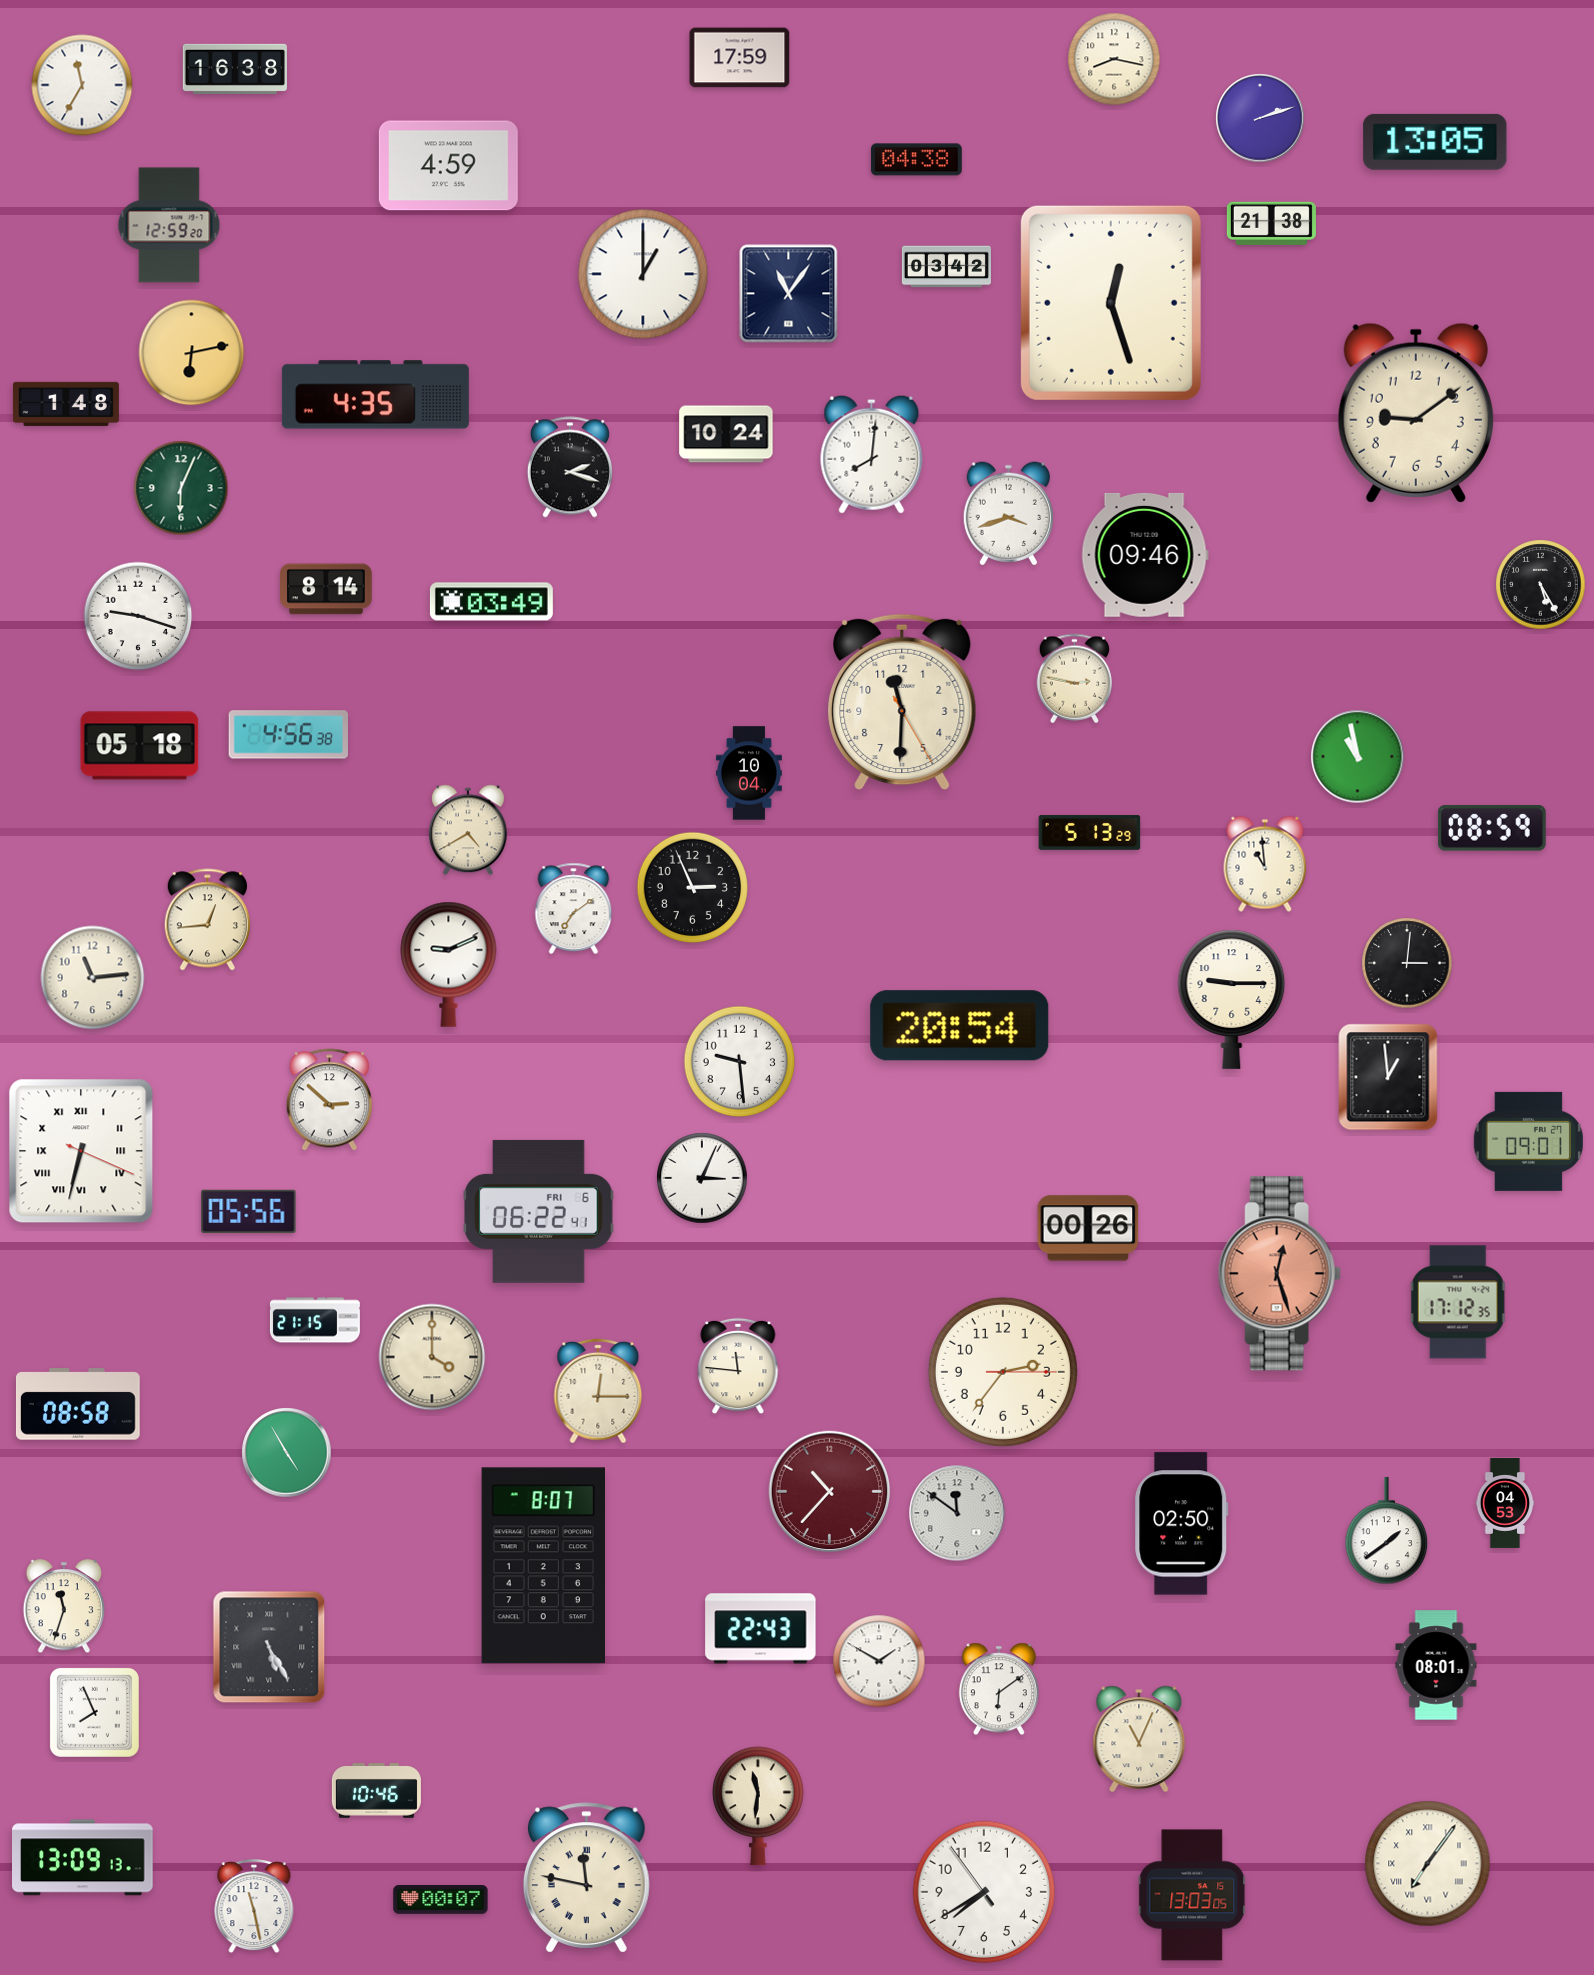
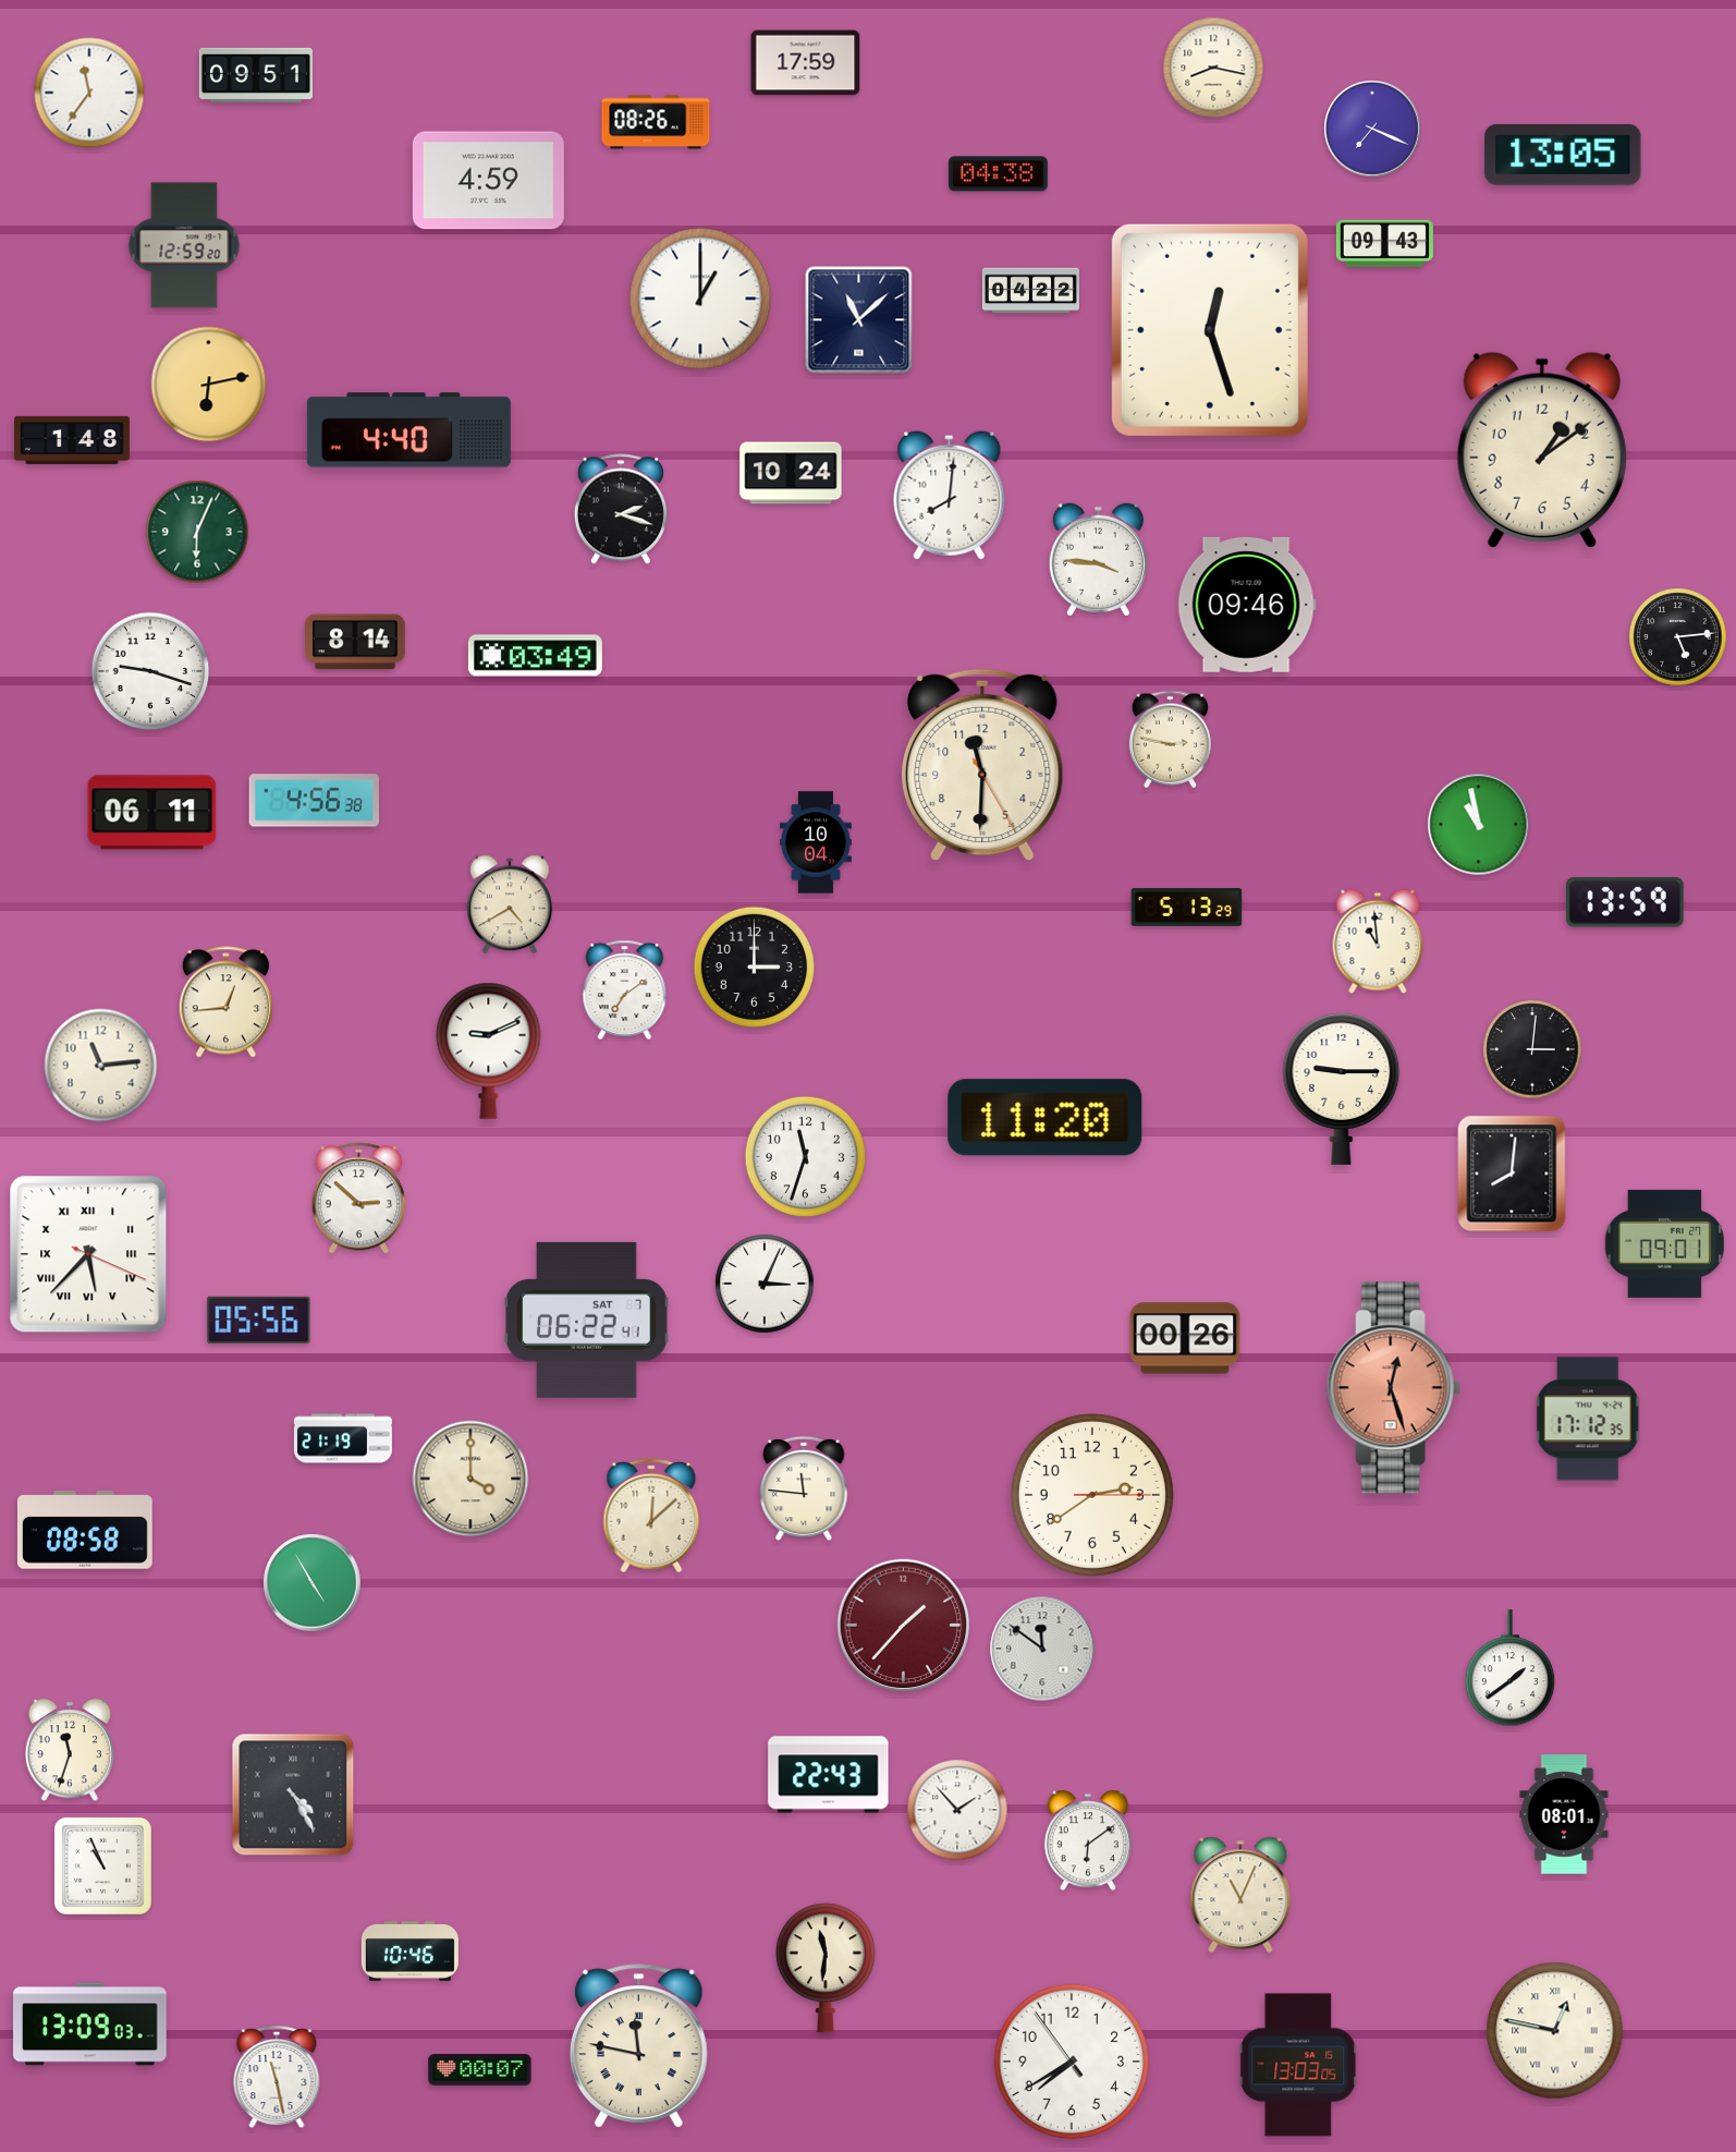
clock at (1114, 59) position: (1114, 59) -> (1213, 68)
clock at (235, 69): 16:38 -> 09:51
clock at (82, 85): 11:35 -> 11:36
clock at (656, 122): none -> 08:26
clock at (1260, 118): 2:12 -> 7:19
clock at (1271, 223): 21:38 -> 09:43
clock at (946, 267): 03:42 -> 04:22
clock at (789, 294): 11:06 -> 11:08
clock at (375, 395): 4:35 -> 4:40
clock at (1416, 413): 9:09 -> 1:09
clock at (1008, 514): 3:42 -> 3:46
clock at (1541, 585): 5:25 -> 5:14
clock at (140, 746): 05:18 -> 06:11
clock at (1492, 828): 08:59 -> 13:59
clock at (693, 888): 2:56 -> 3:00
clock at (960, 1026): 20:54 -> 11:20
clock at (740, 1062): 9:29 -> 11:33
clock at (1388, 1077): 12:59 -> 8:01
clock at (81, 1151): 6:32 -> 5:37
clock at (249, 1211) position: (249, 1211) -> (259, 1320)
clock at (539, 1211) date: FRI 6 -> SAT 7
clock at (315, 1320): 21:15 -> 21:19
clock at (1003, 1372): 2:36 -> 2:39
clock at (598, 1391): 12:15 -> 12:08
clock at (830, 1492): 10:37 -> 1:37
clock at (1505, 1503): 04:53 -> none
clock at (1182, 1524): 02:50 -> none
clock at (543, 1566): 8:07 -> none
clock at (269, 1647): 5:25 -> 4:25
clock at (879, 1661): 1:50 -> 1:53
clock at (94, 1712): 7:56 -> 10:56
clock at (83, 1858): 13:09:13 -> 13:09:03
clock at (1428, 1864): 7:06 -> 12:47
